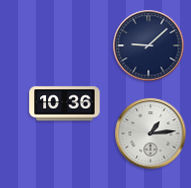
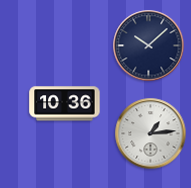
clock at (149, 46): 9:08 -> 10:08
